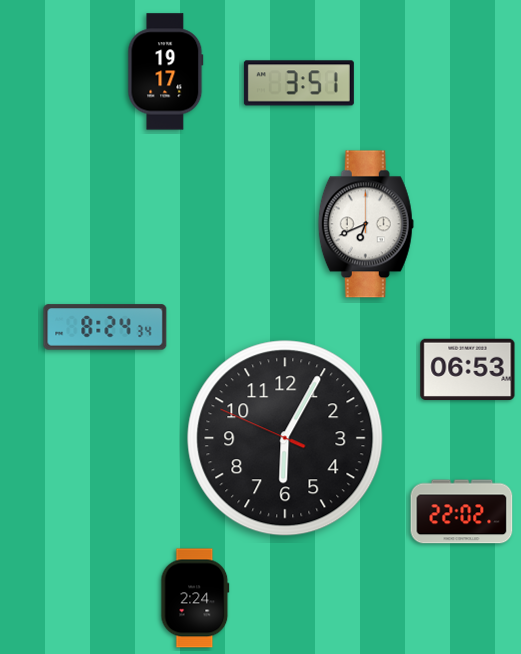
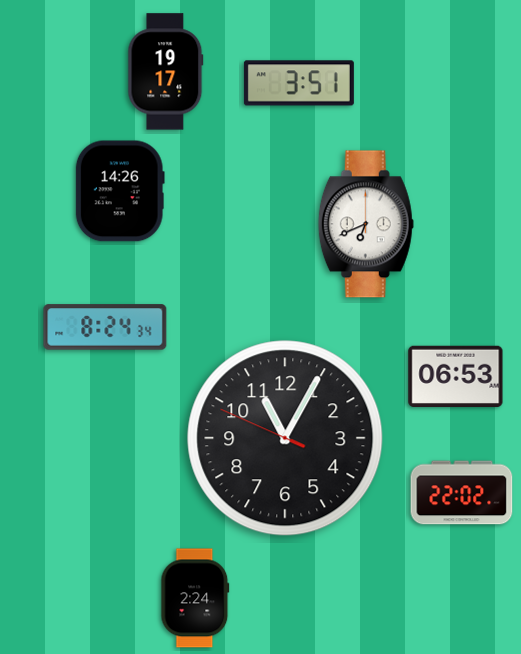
clock at (120, 191): none -> 14:26
clock at (468, 369) position: (468, 369) -> (456, 376)
clock at (285, 438): 6:04 -> 11:04
clock at (462, 512) position: (462, 512) -> (462, 493)
